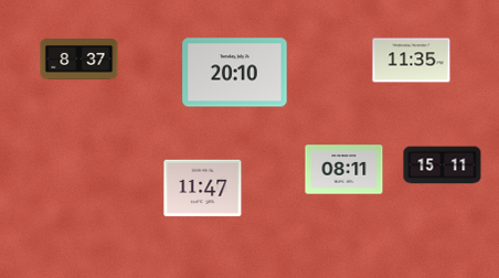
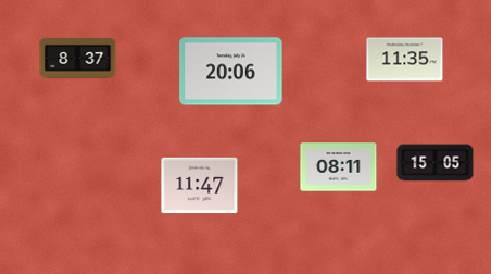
clock at (235, 73): 20:10 -> 20:06
clock at (443, 165): 15:11 -> 15:05
